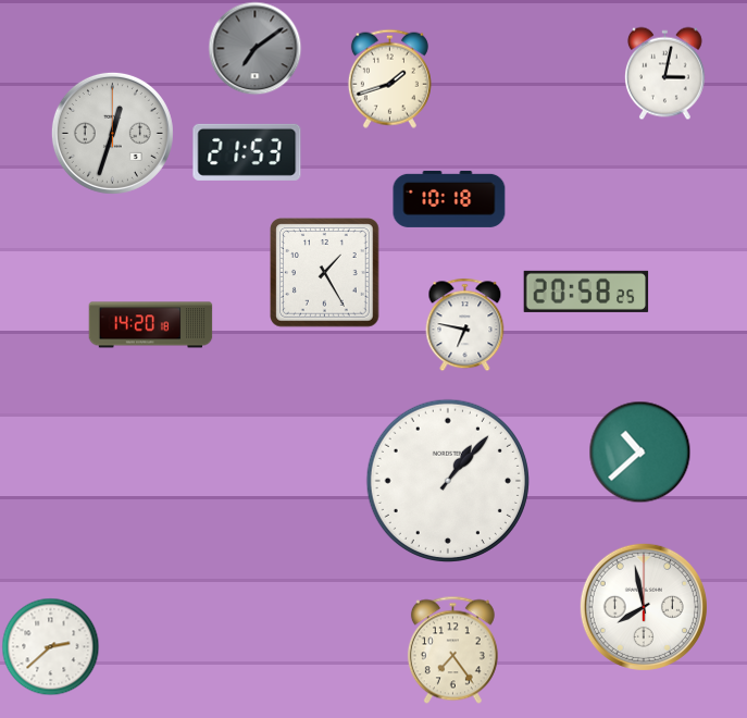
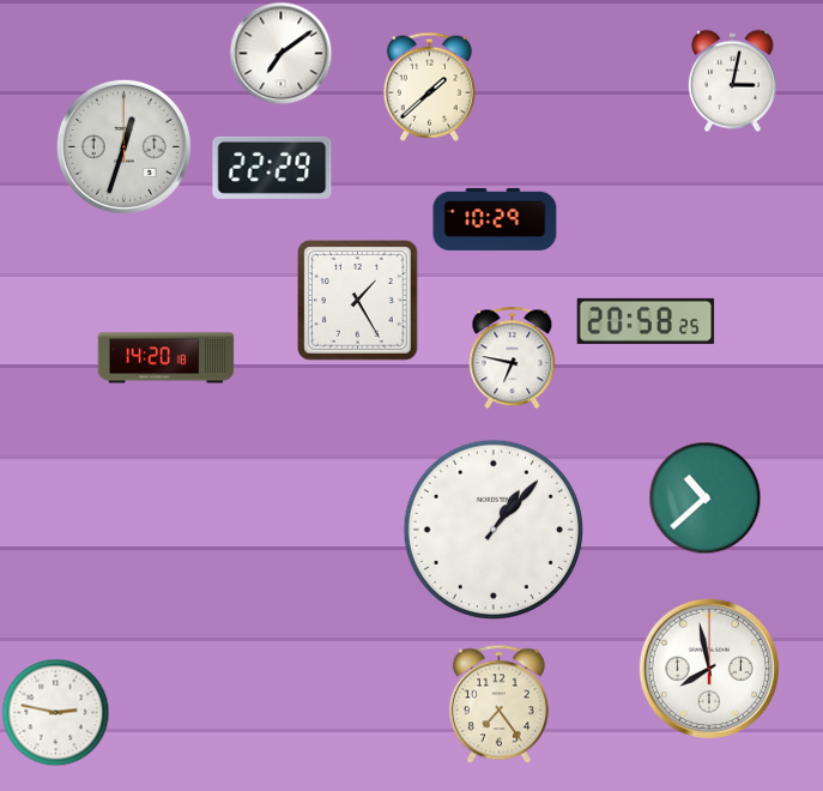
clock at (254, 48) dial: grey -> white
clock at (389, 78): 1:42 -> 1:38
clock at (247, 152): 21:53 -> 22:29
clock at (449, 199): 10:18 -> 10:29
clock at (50, 646): 2:38 -> 2:47
clock at (452, 649) position: (452, 649) -> (498, 704)
